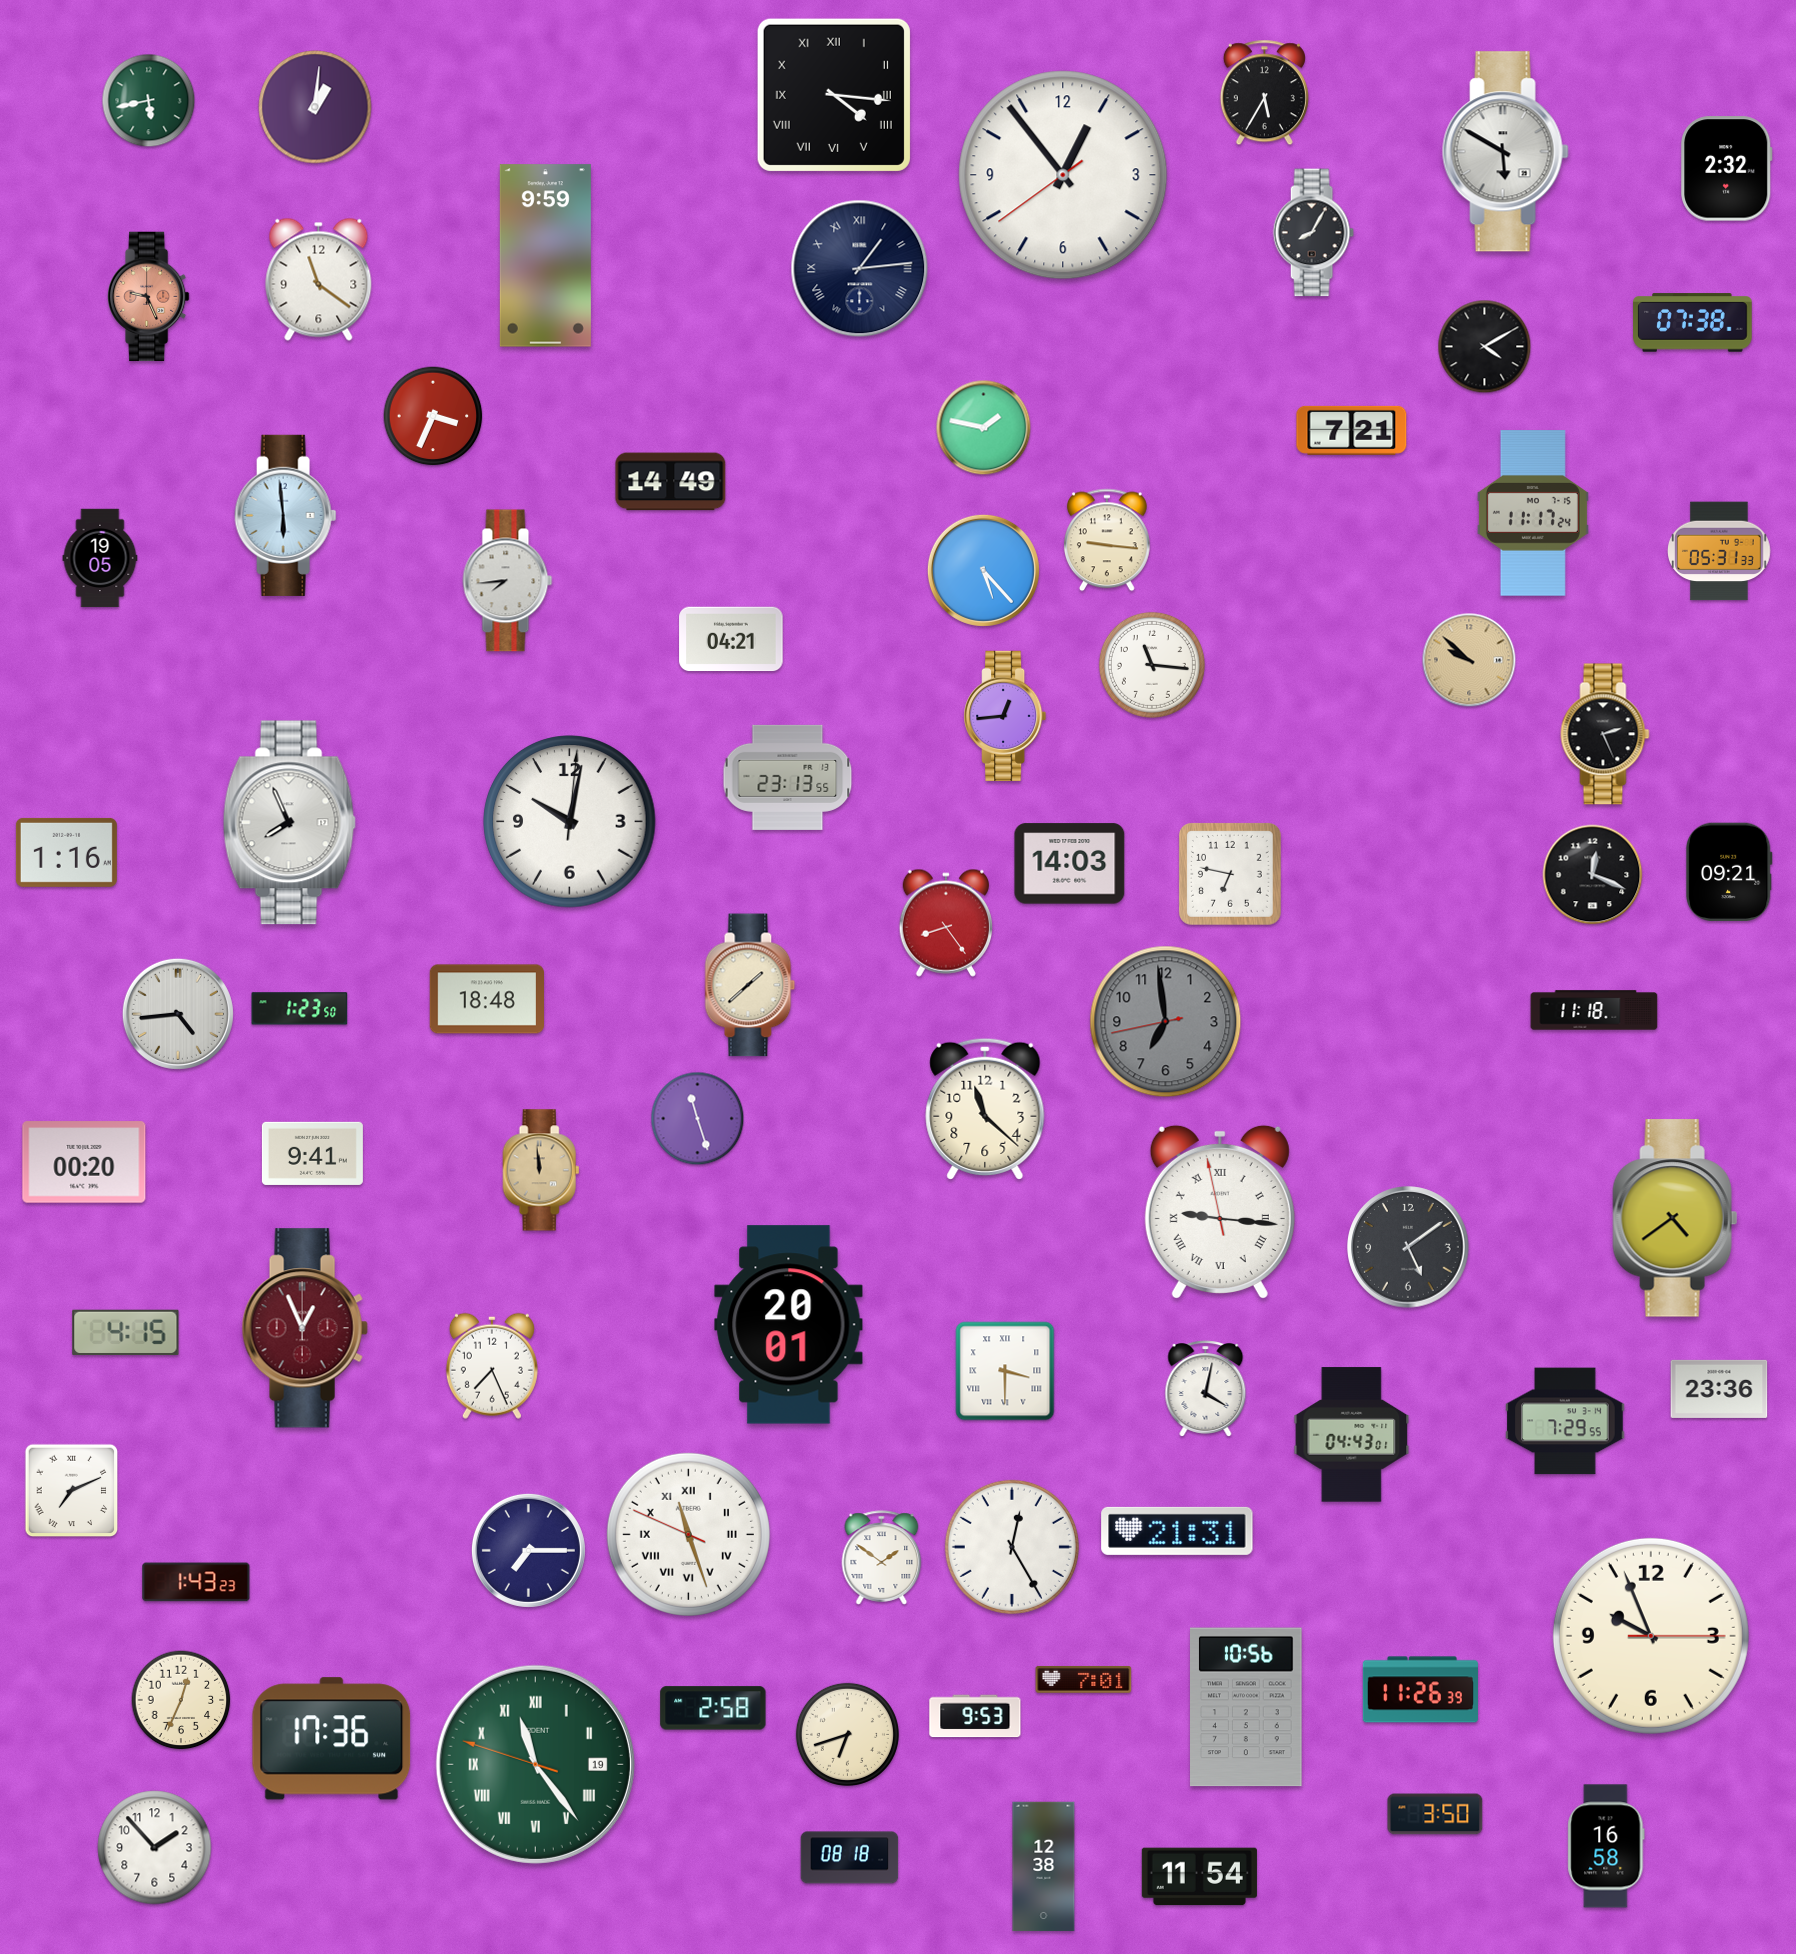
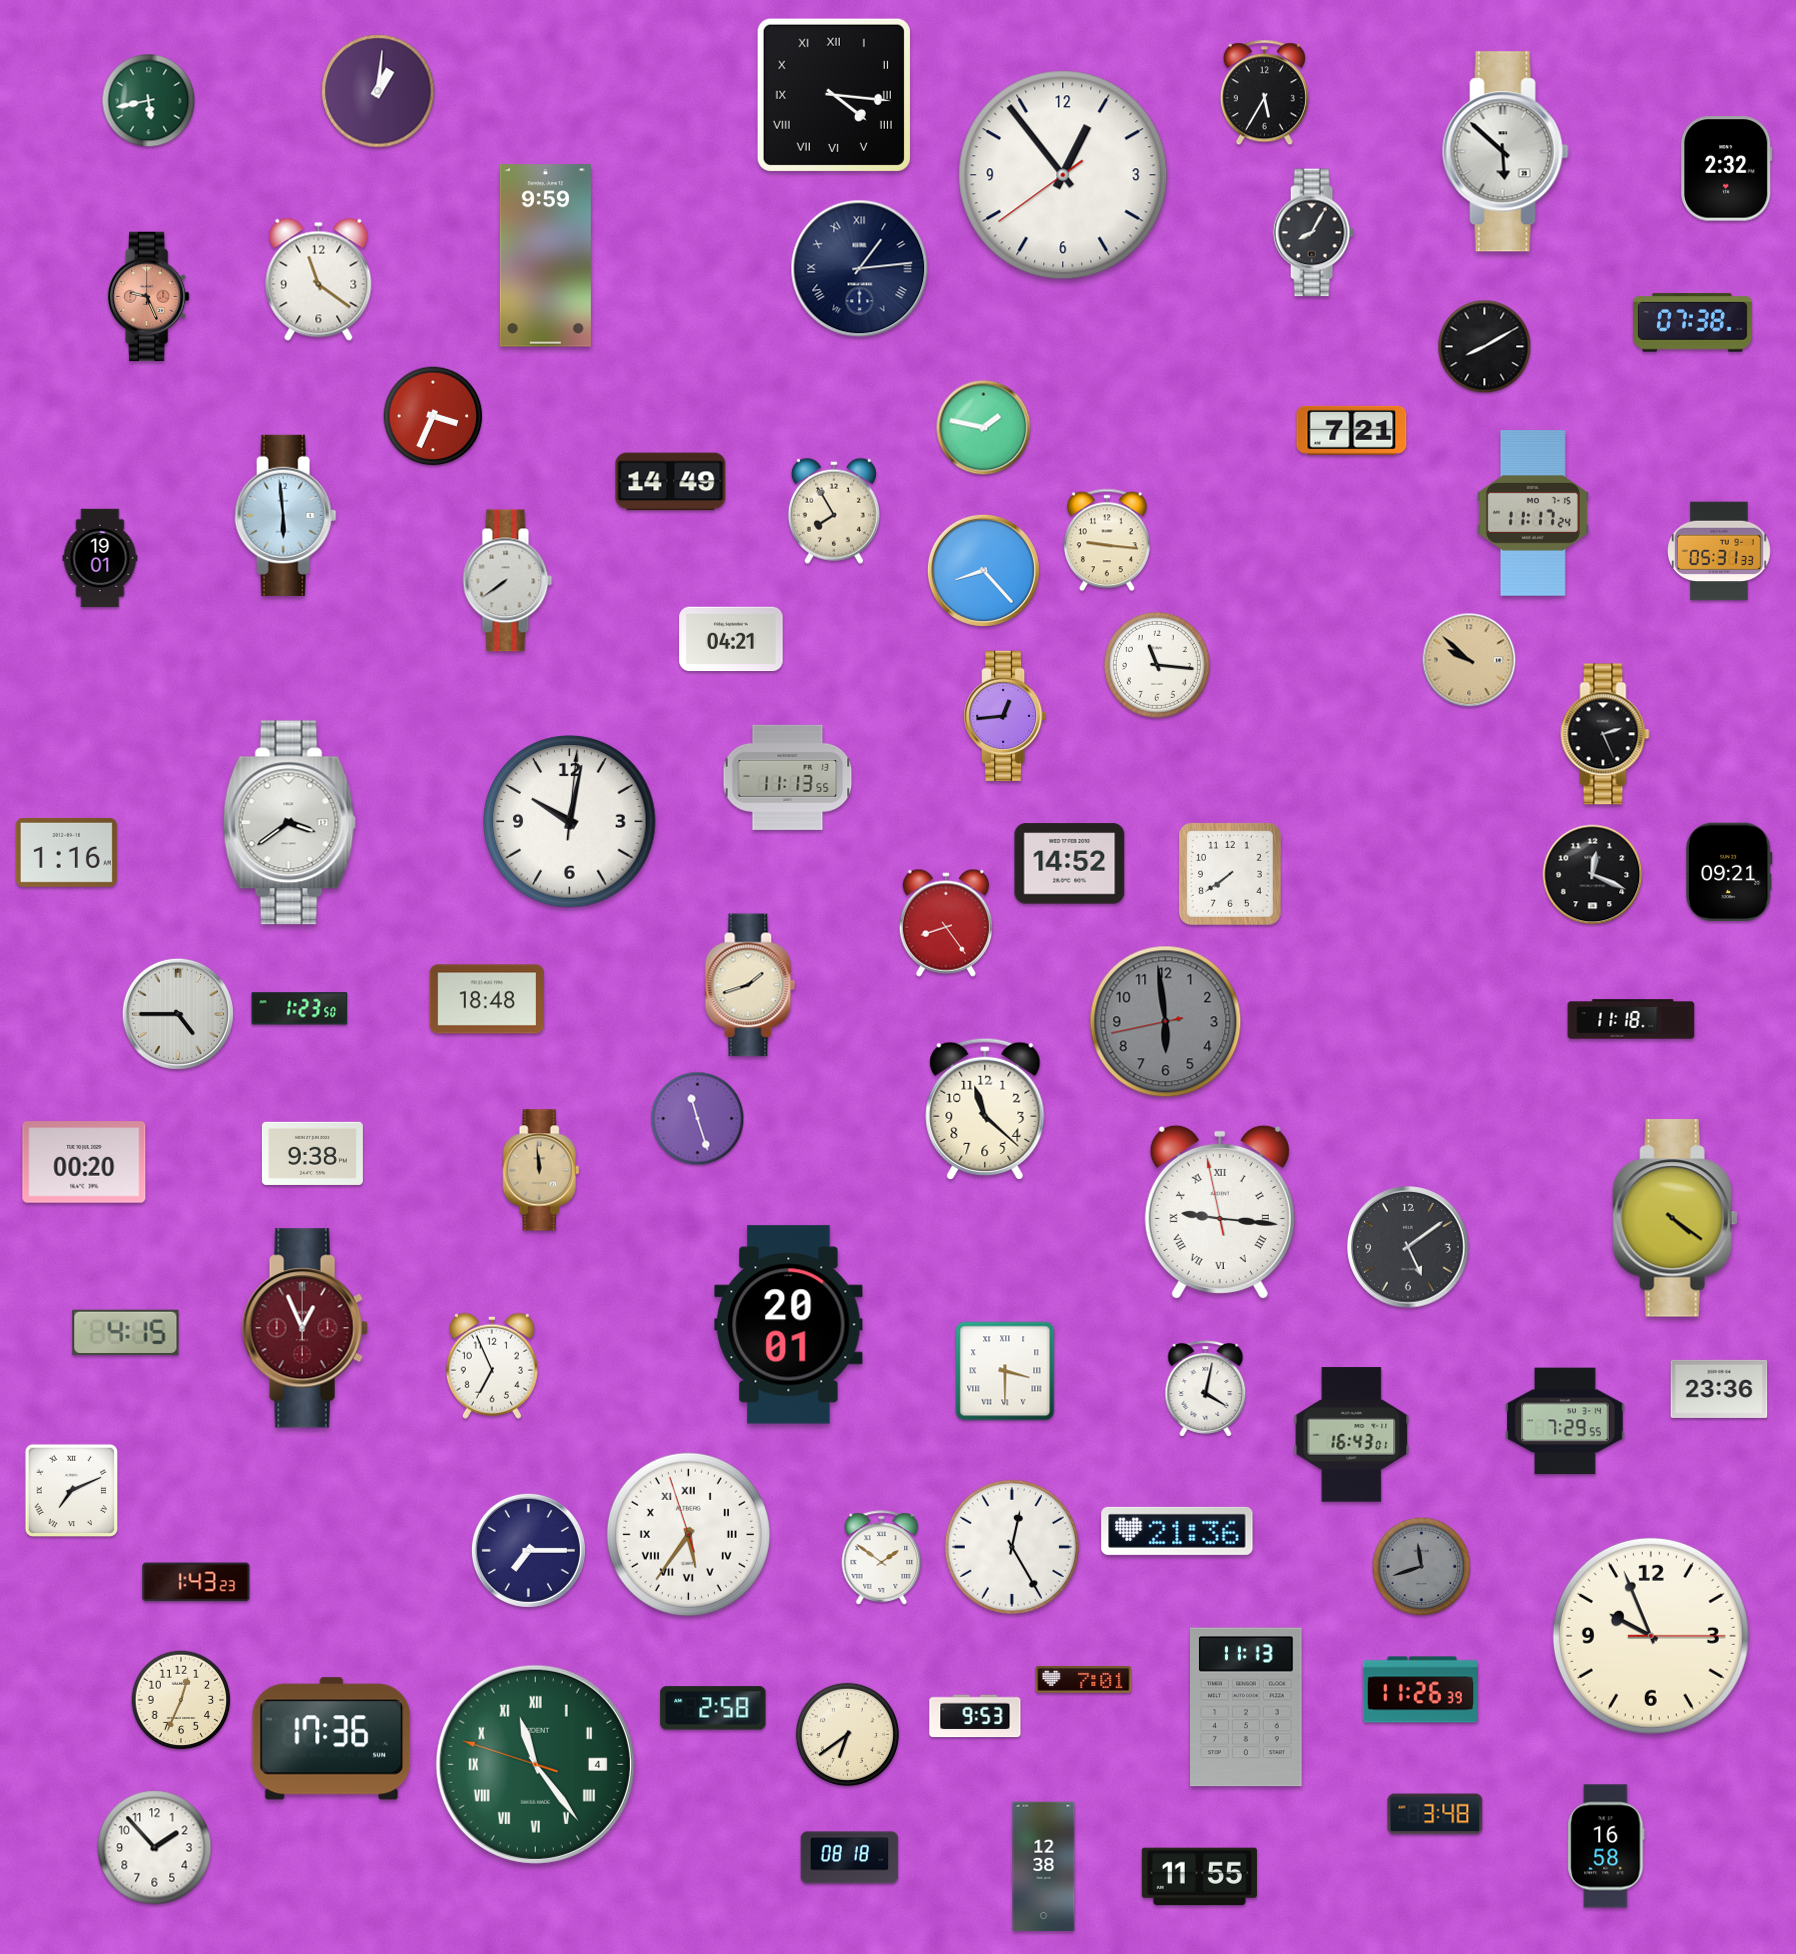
clock at (315, 107) position: (315, 107) -> (378, 91)
clock at (1505, 152): 5:50 -> 5:52
clock at (1485, 347): 4:10 -> 8:10
clock at (834, 511): none -> 7:55
clock at (100, 558): 19:05 -> 19:01
clock at (983, 570): 5:23 -> 8:23
clock at (508, 581): 7:44 -> 7:39
clock at (1152, 665) position: (1152, 665) -> (1157, 665)
clock at (788, 777): 23:13 -> 11:13
clock at (289, 823): 7:56 -> 3:39
clock at (1070, 864): 14:03 -> 14:52
clock at (1231, 874): 6:47 -> 7:39
clock at (750, 985): 1:38 -> 1:42
clock at (1594, 1010) position: (1594, 1010) -> (1631, 1019)
clock at (178, 1014): 4:44 -> 4:45
clock at (1166, 1022): 6:58 -> 5:58
clock at (312, 1153): 9:41 -> 9:38
clock at (1675, 1218): 4:39 -> 4:21
clock at (492, 1366): 7:26 -> 6:56
clock at (1352, 1435): 04:43 -> 16:43
clock at (1177, 1531): 21:31 -> 21:36
clock at (688, 1534): 11:26 -> 5:35
clock at (1422, 1567): none -> 11:42
clock at (1247, 1707): 10:56 -> 11:13
clock at (847, 1734): 6:42 -> 6:39
clock at (535, 1764) date: 19 -> 4
clock at (1435, 1814): 3:50 -> 3:48
clock at (1199, 1877): 11:54 -> 11:55
